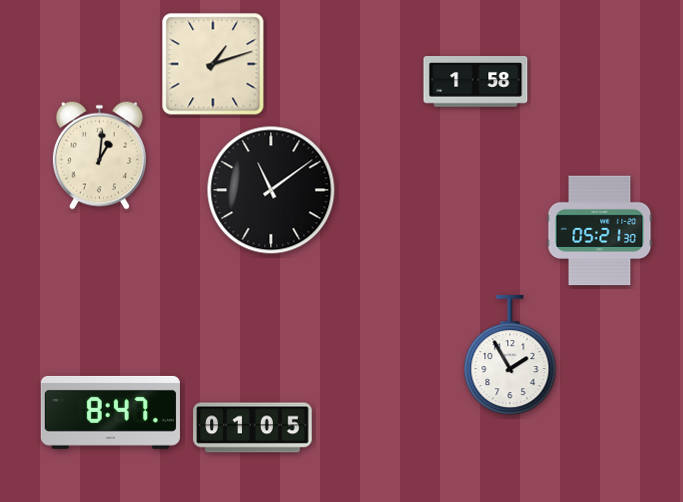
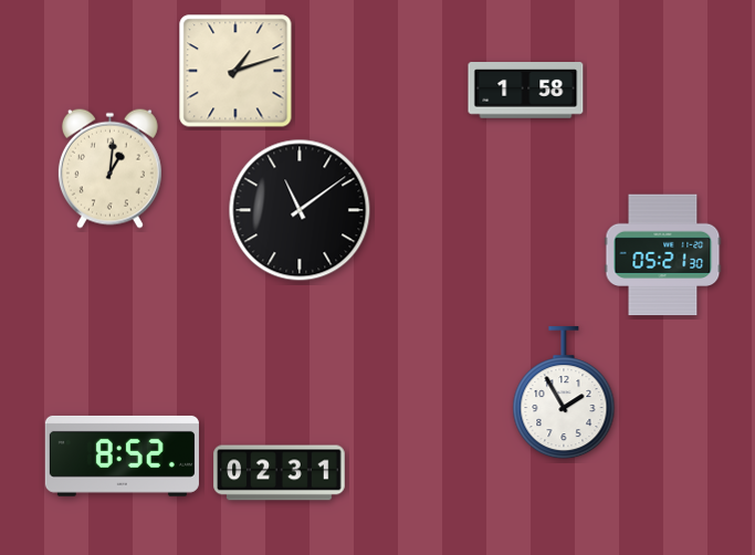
clock at (99, 155) position: (99, 155) -> (109, 168)
clock at (110, 412): 8:47 -> 8:52
clock at (253, 428): 01:05 -> 02:31
